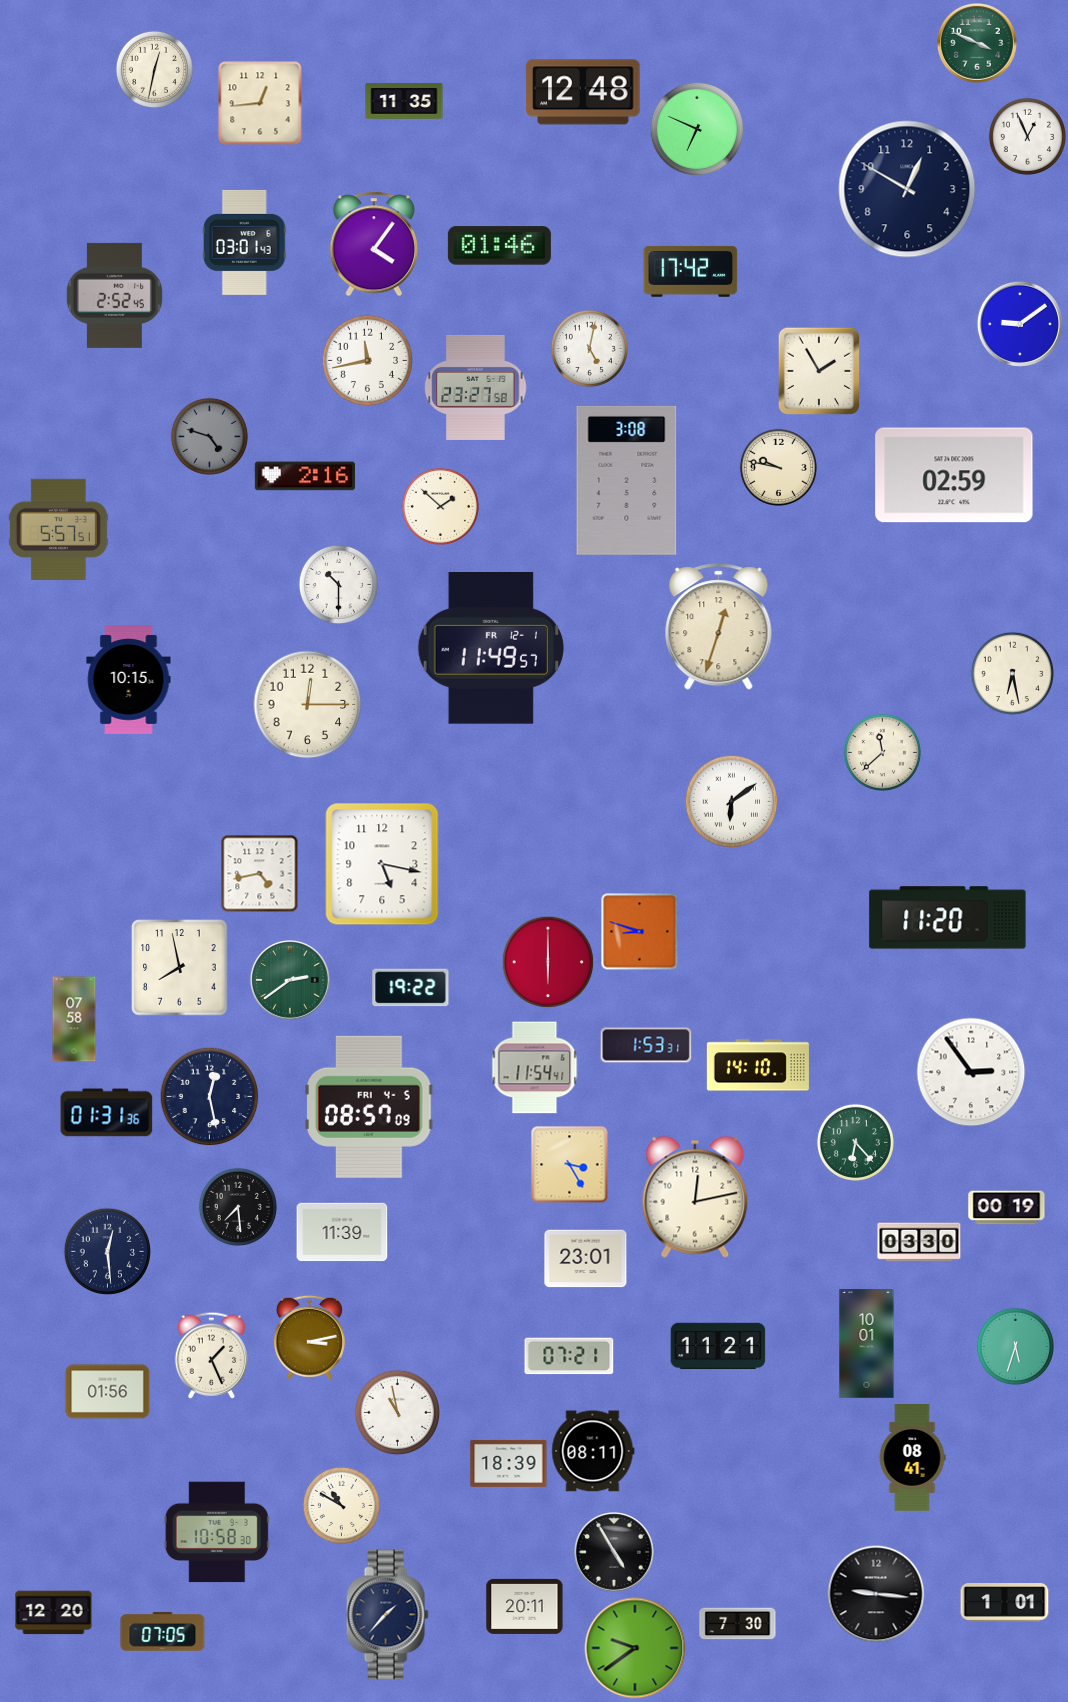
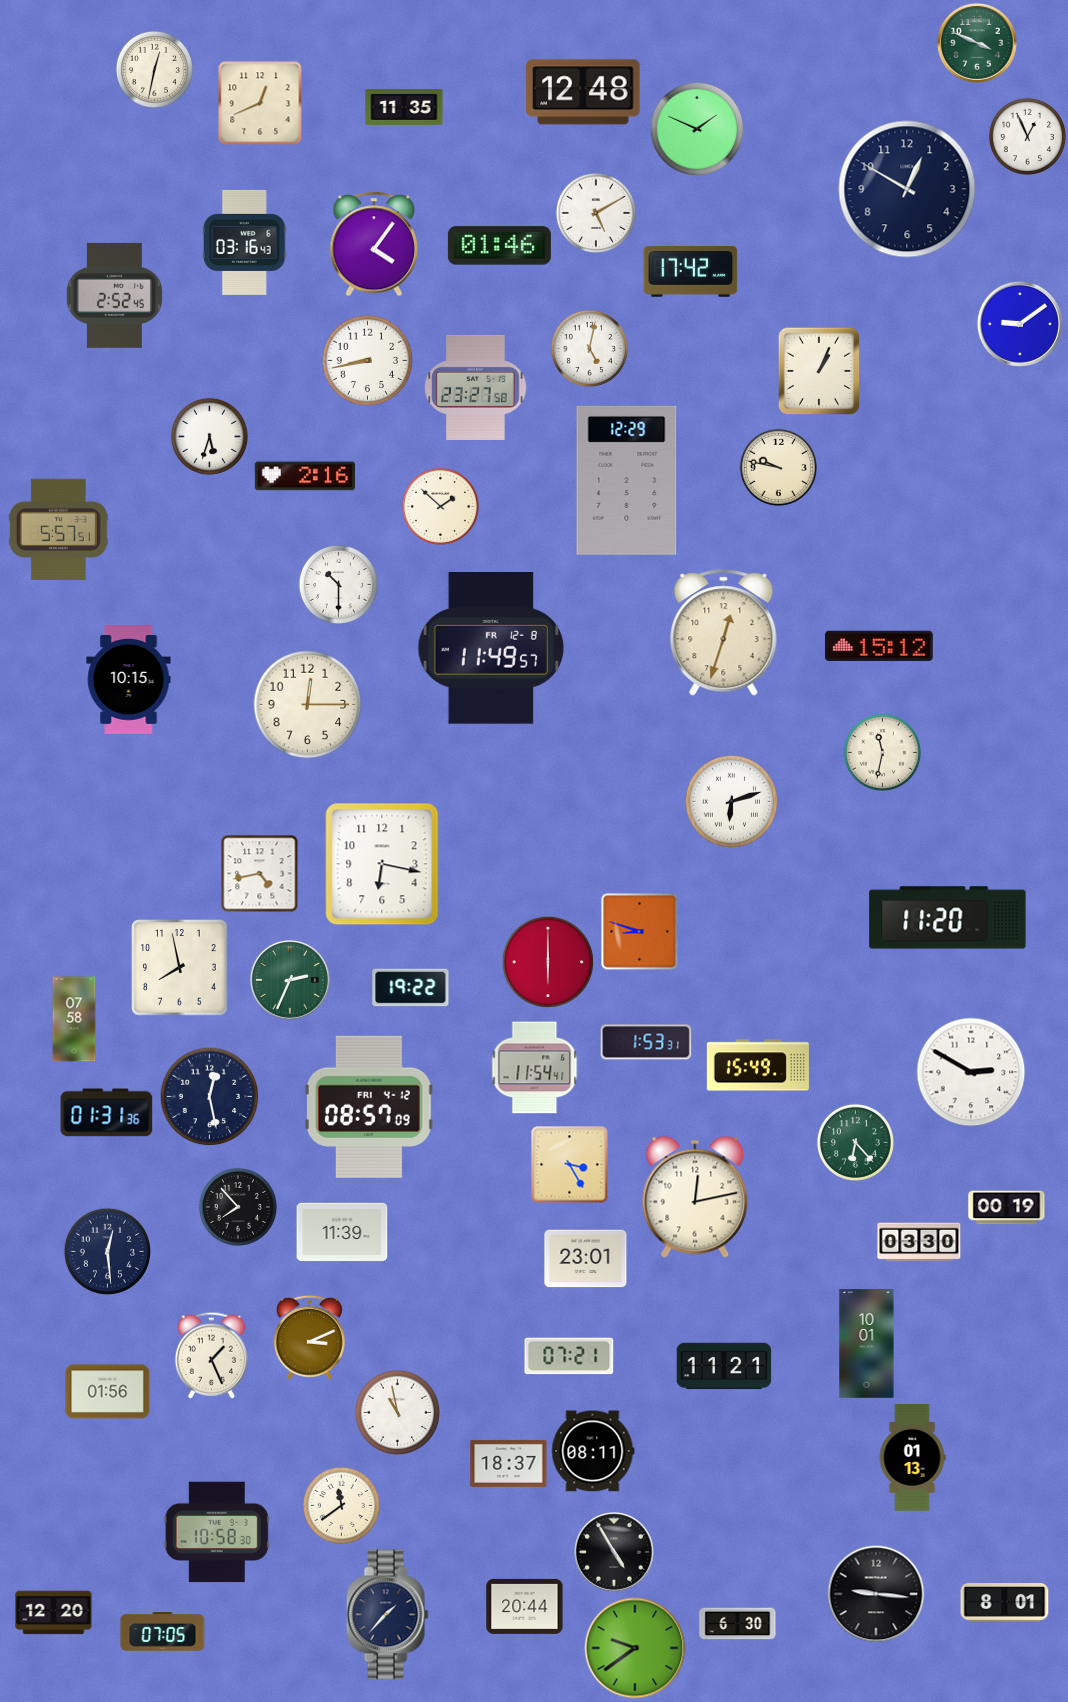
clock at (404, 102) position: (404, 102) -> (404, 108)
clock at (260, 103): 12:44 -> 12:41
clock at (697, 129): 6:49 -> 1:49
clock at (596, 213): none -> 5:10
clock at (245, 242): 03:01 -> 03:16
clock at (367, 360): 11:43 -> 8:43
clock at (819, 371): 1:55 -> 1:04
clock at (209, 436): 4:48 -> 5:33
clock at (209, 436) dial: grey -> white
clock at (954, 475): 02:59 -> none
clock at (627, 480): 3:08 -> 12:29
clock at (719, 627) position: (719, 627) -> (724, 633)
clock at (879, 645): none -> 15:12
clock at (490, 649) date: FR 12-1 -> FR 12-8
clock at (1012, 673): 6:28 -> none
clock at (882, 752): 11:38 -> 11:32
clock at (731, 801): 6:09 -> 6:12
clock at (382, 864): 5:17 -> 6:17
clock at (290, 980): 2:39 -> 2:34
clock at (646, 1045) position: (646, 1045) -> (646, 1042)
clock at (758, 1065): 14:10 -> 15:49
clock at (971, 1072): 2:54 -> 2:50
clock at (370, 1107) date: FRI 4-5 -> FRI 4-12
clock at (238, 1207): 7:29 -> 7:53
clock at (309, 1337): 3:13 -> 3:11
clock at (718, 1346) position: (718, 1346) -> (724, 1366)
clock at (1015, 1346): 5:33 -> none
clock at (912, 1458): 08:41 -> 01:13
clock at (509, 1463): 18:39 -> 18:37
clock at (341, 1505): 10:50 -> 11:39
clock at (1005, 1603): 1:01 -> 8:01
clock at (525, 1606): 20:11 -> 20:44
clock at (738, 1624): 7:30 -> 6:30
